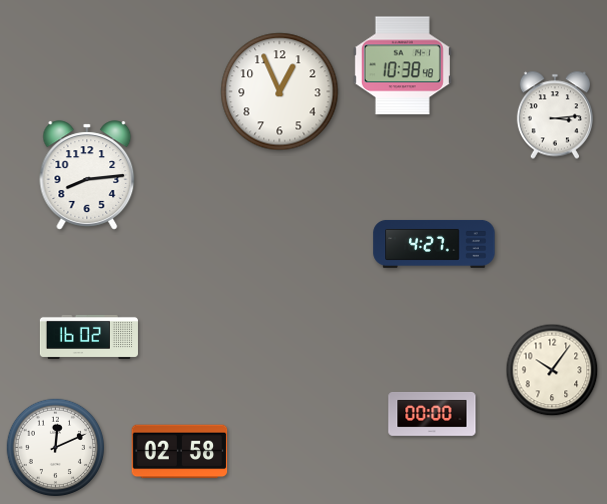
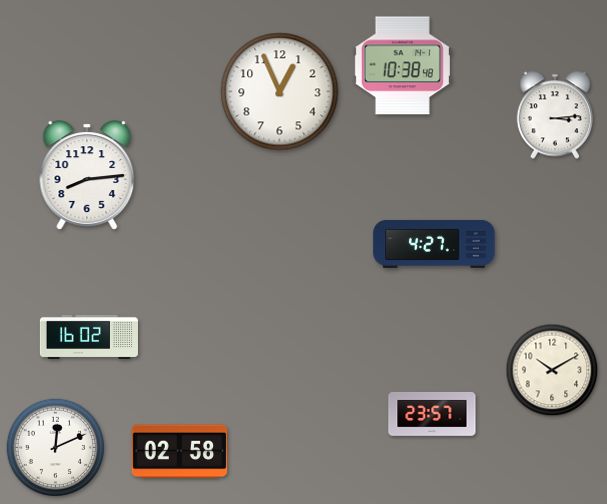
clock at (552, 370): 10:06 -> 10:10
clock at (432, 414): 00:00 -> 23:57
